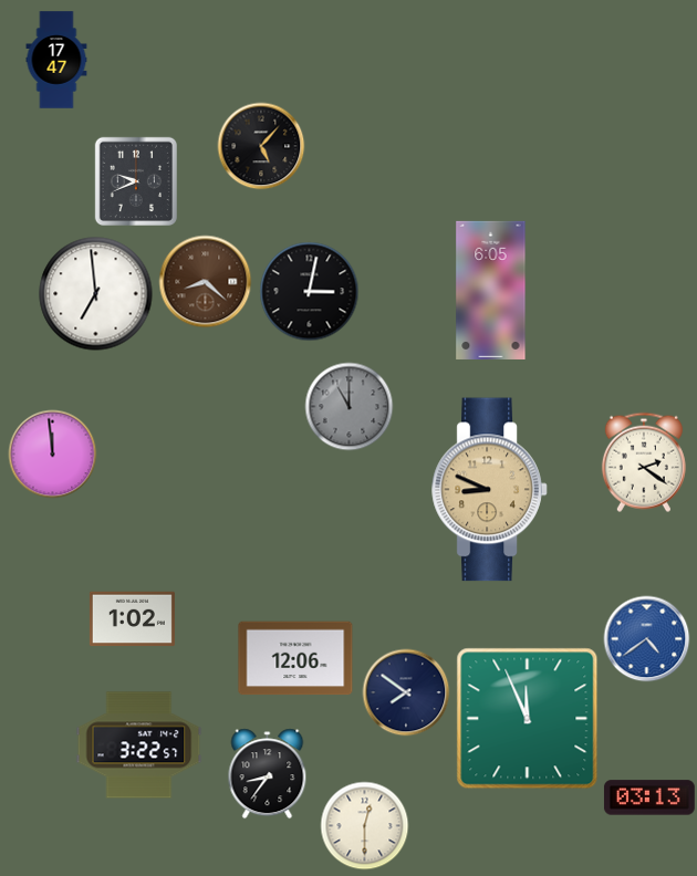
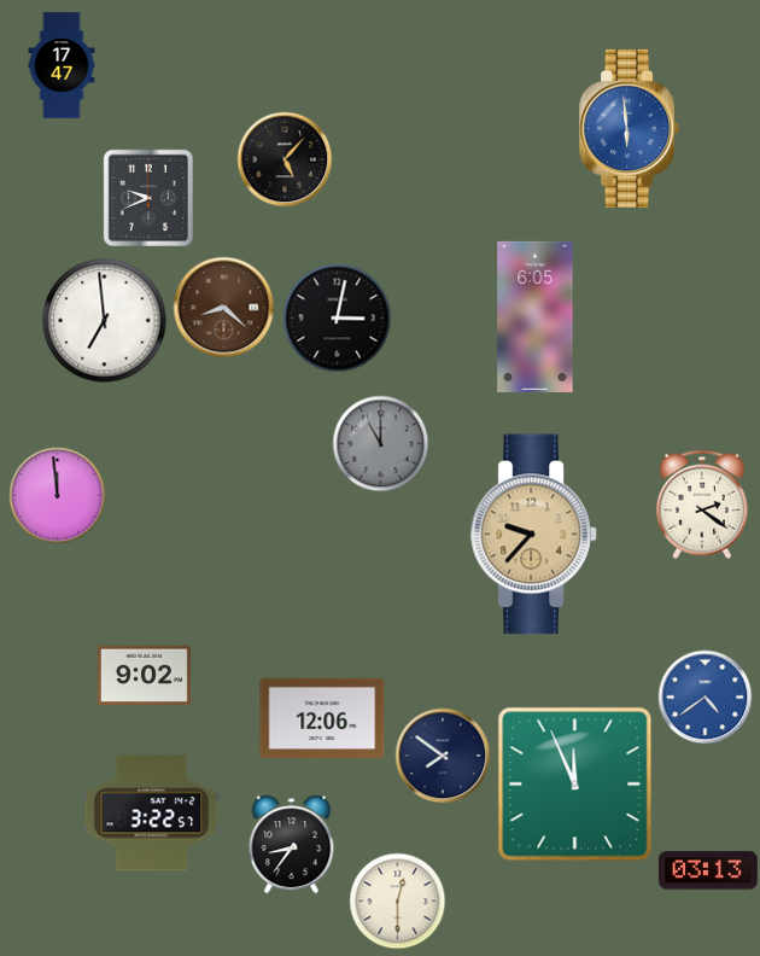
clock at (630, 128): none -> 5:59
clock at (490, 490): 8:49 -> 9:37
clock at (132, 619): 1:02 -> 9:02
